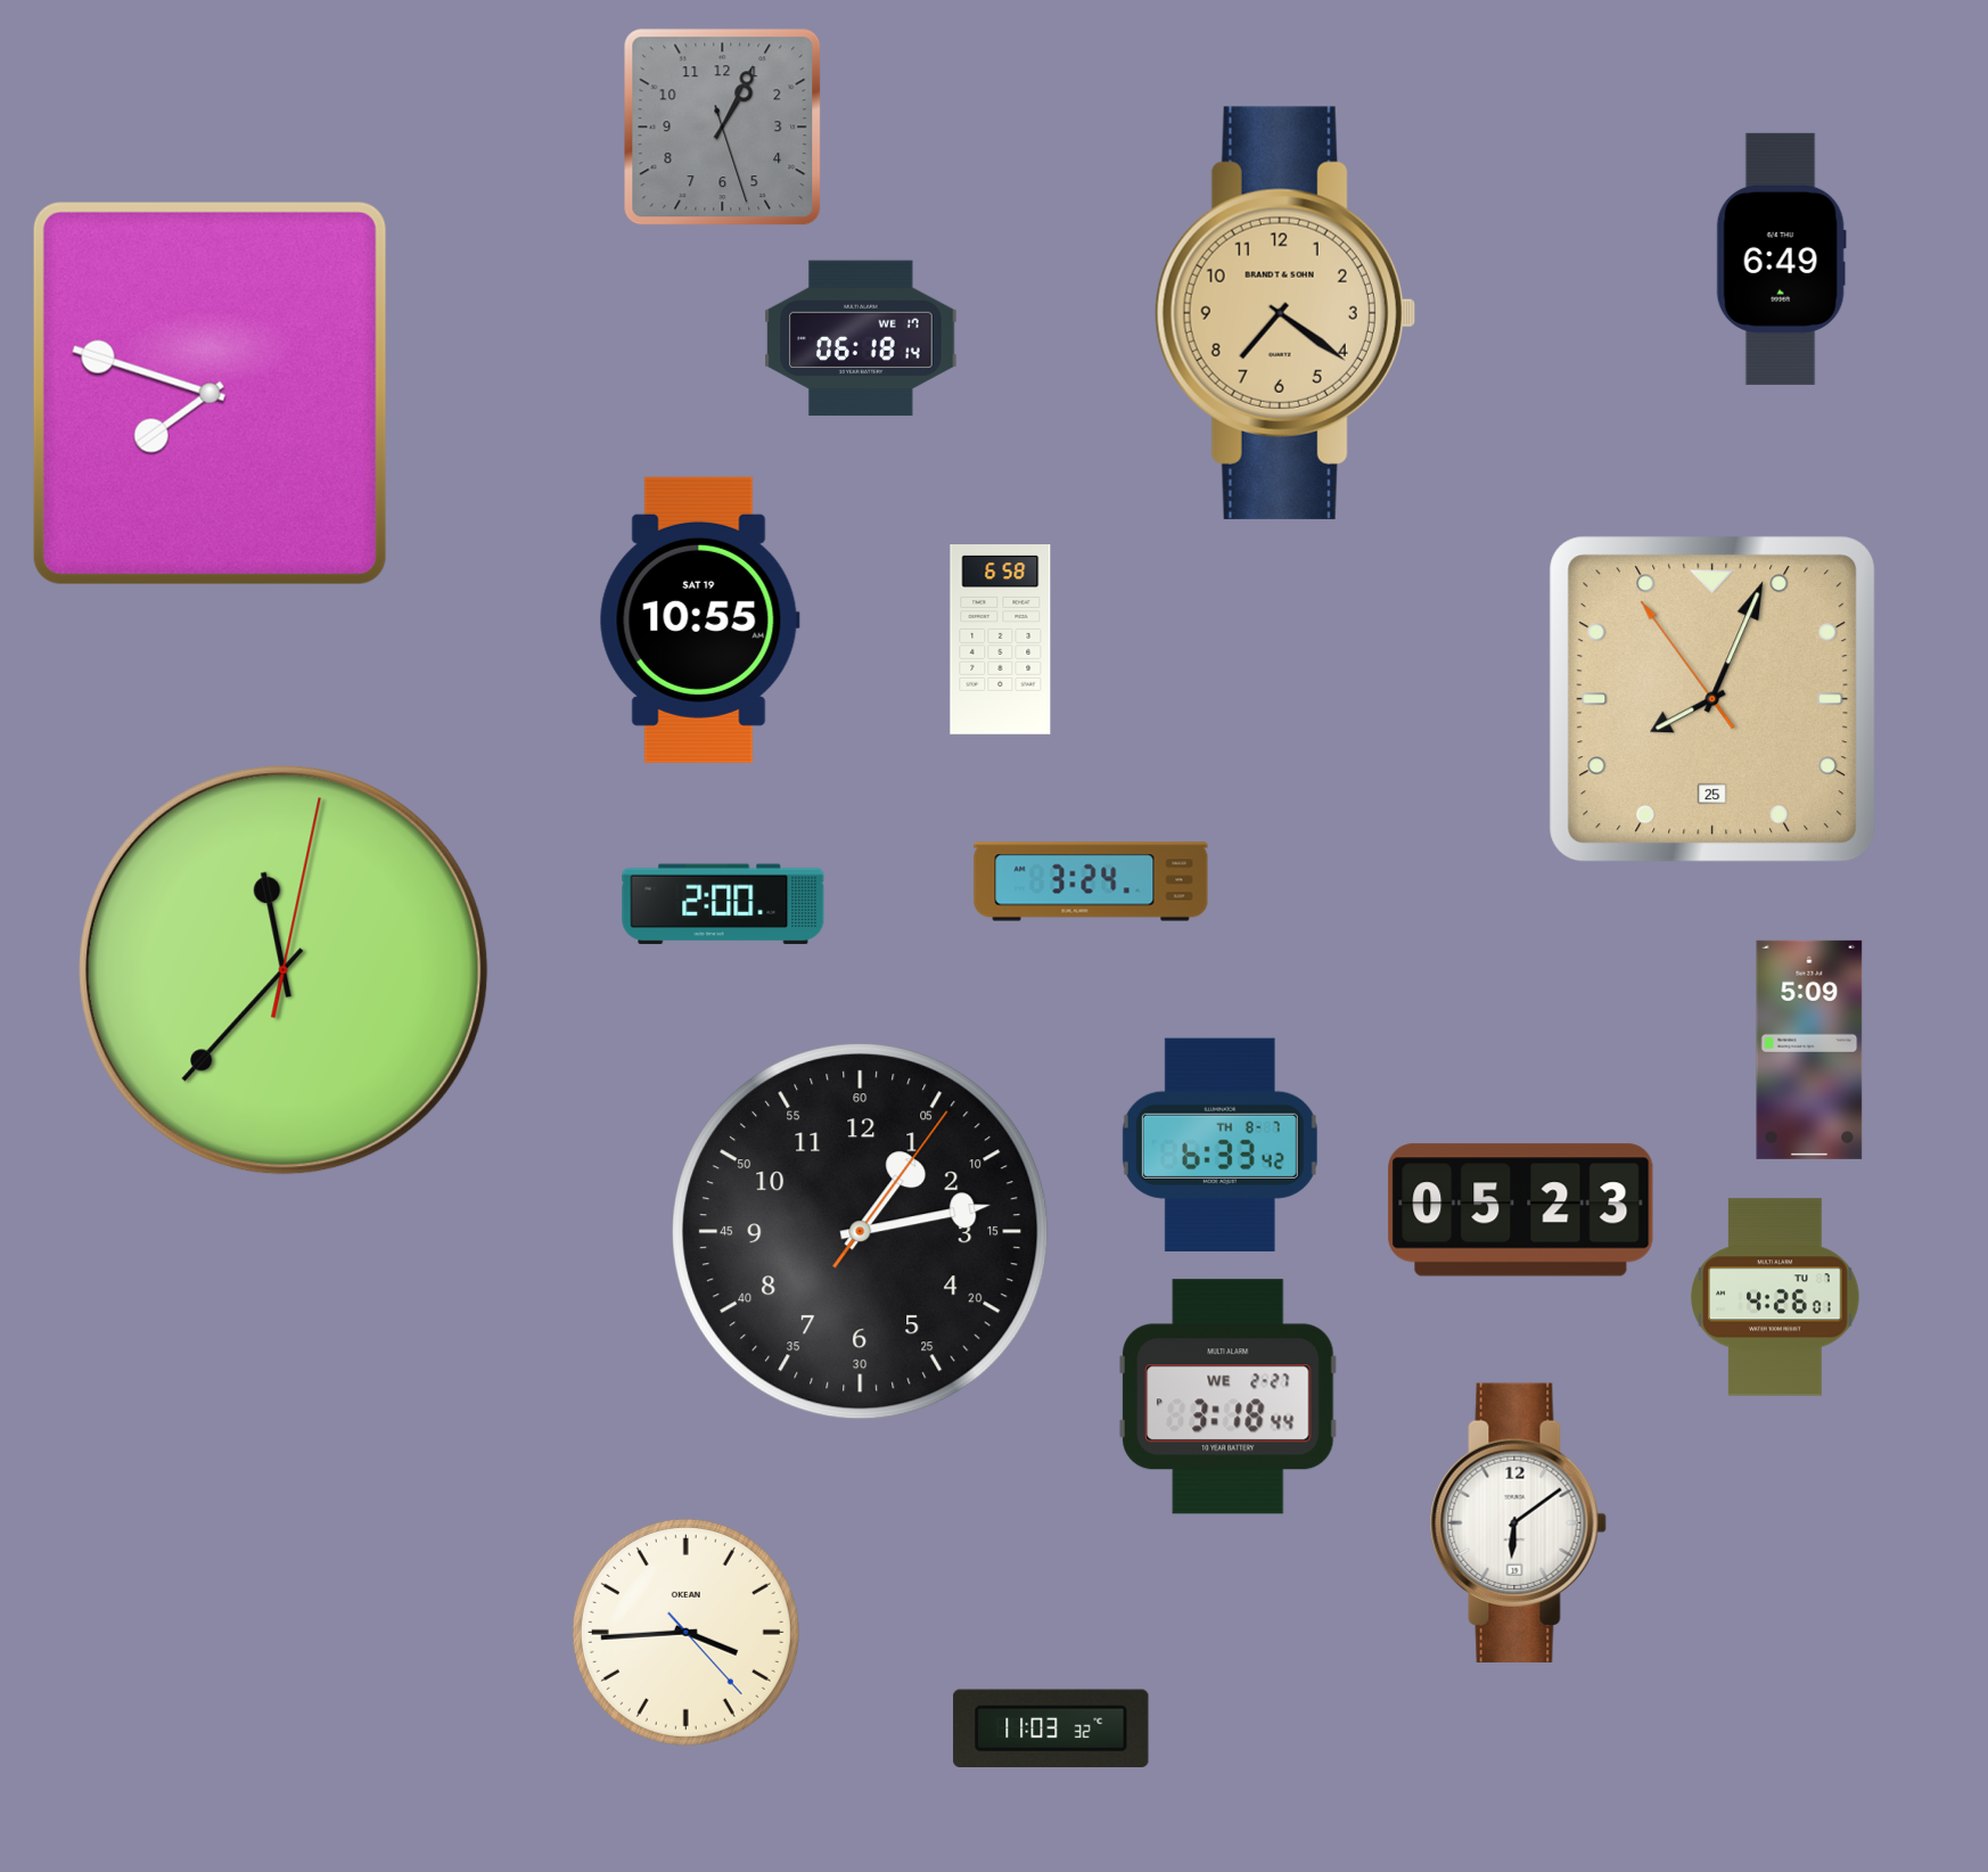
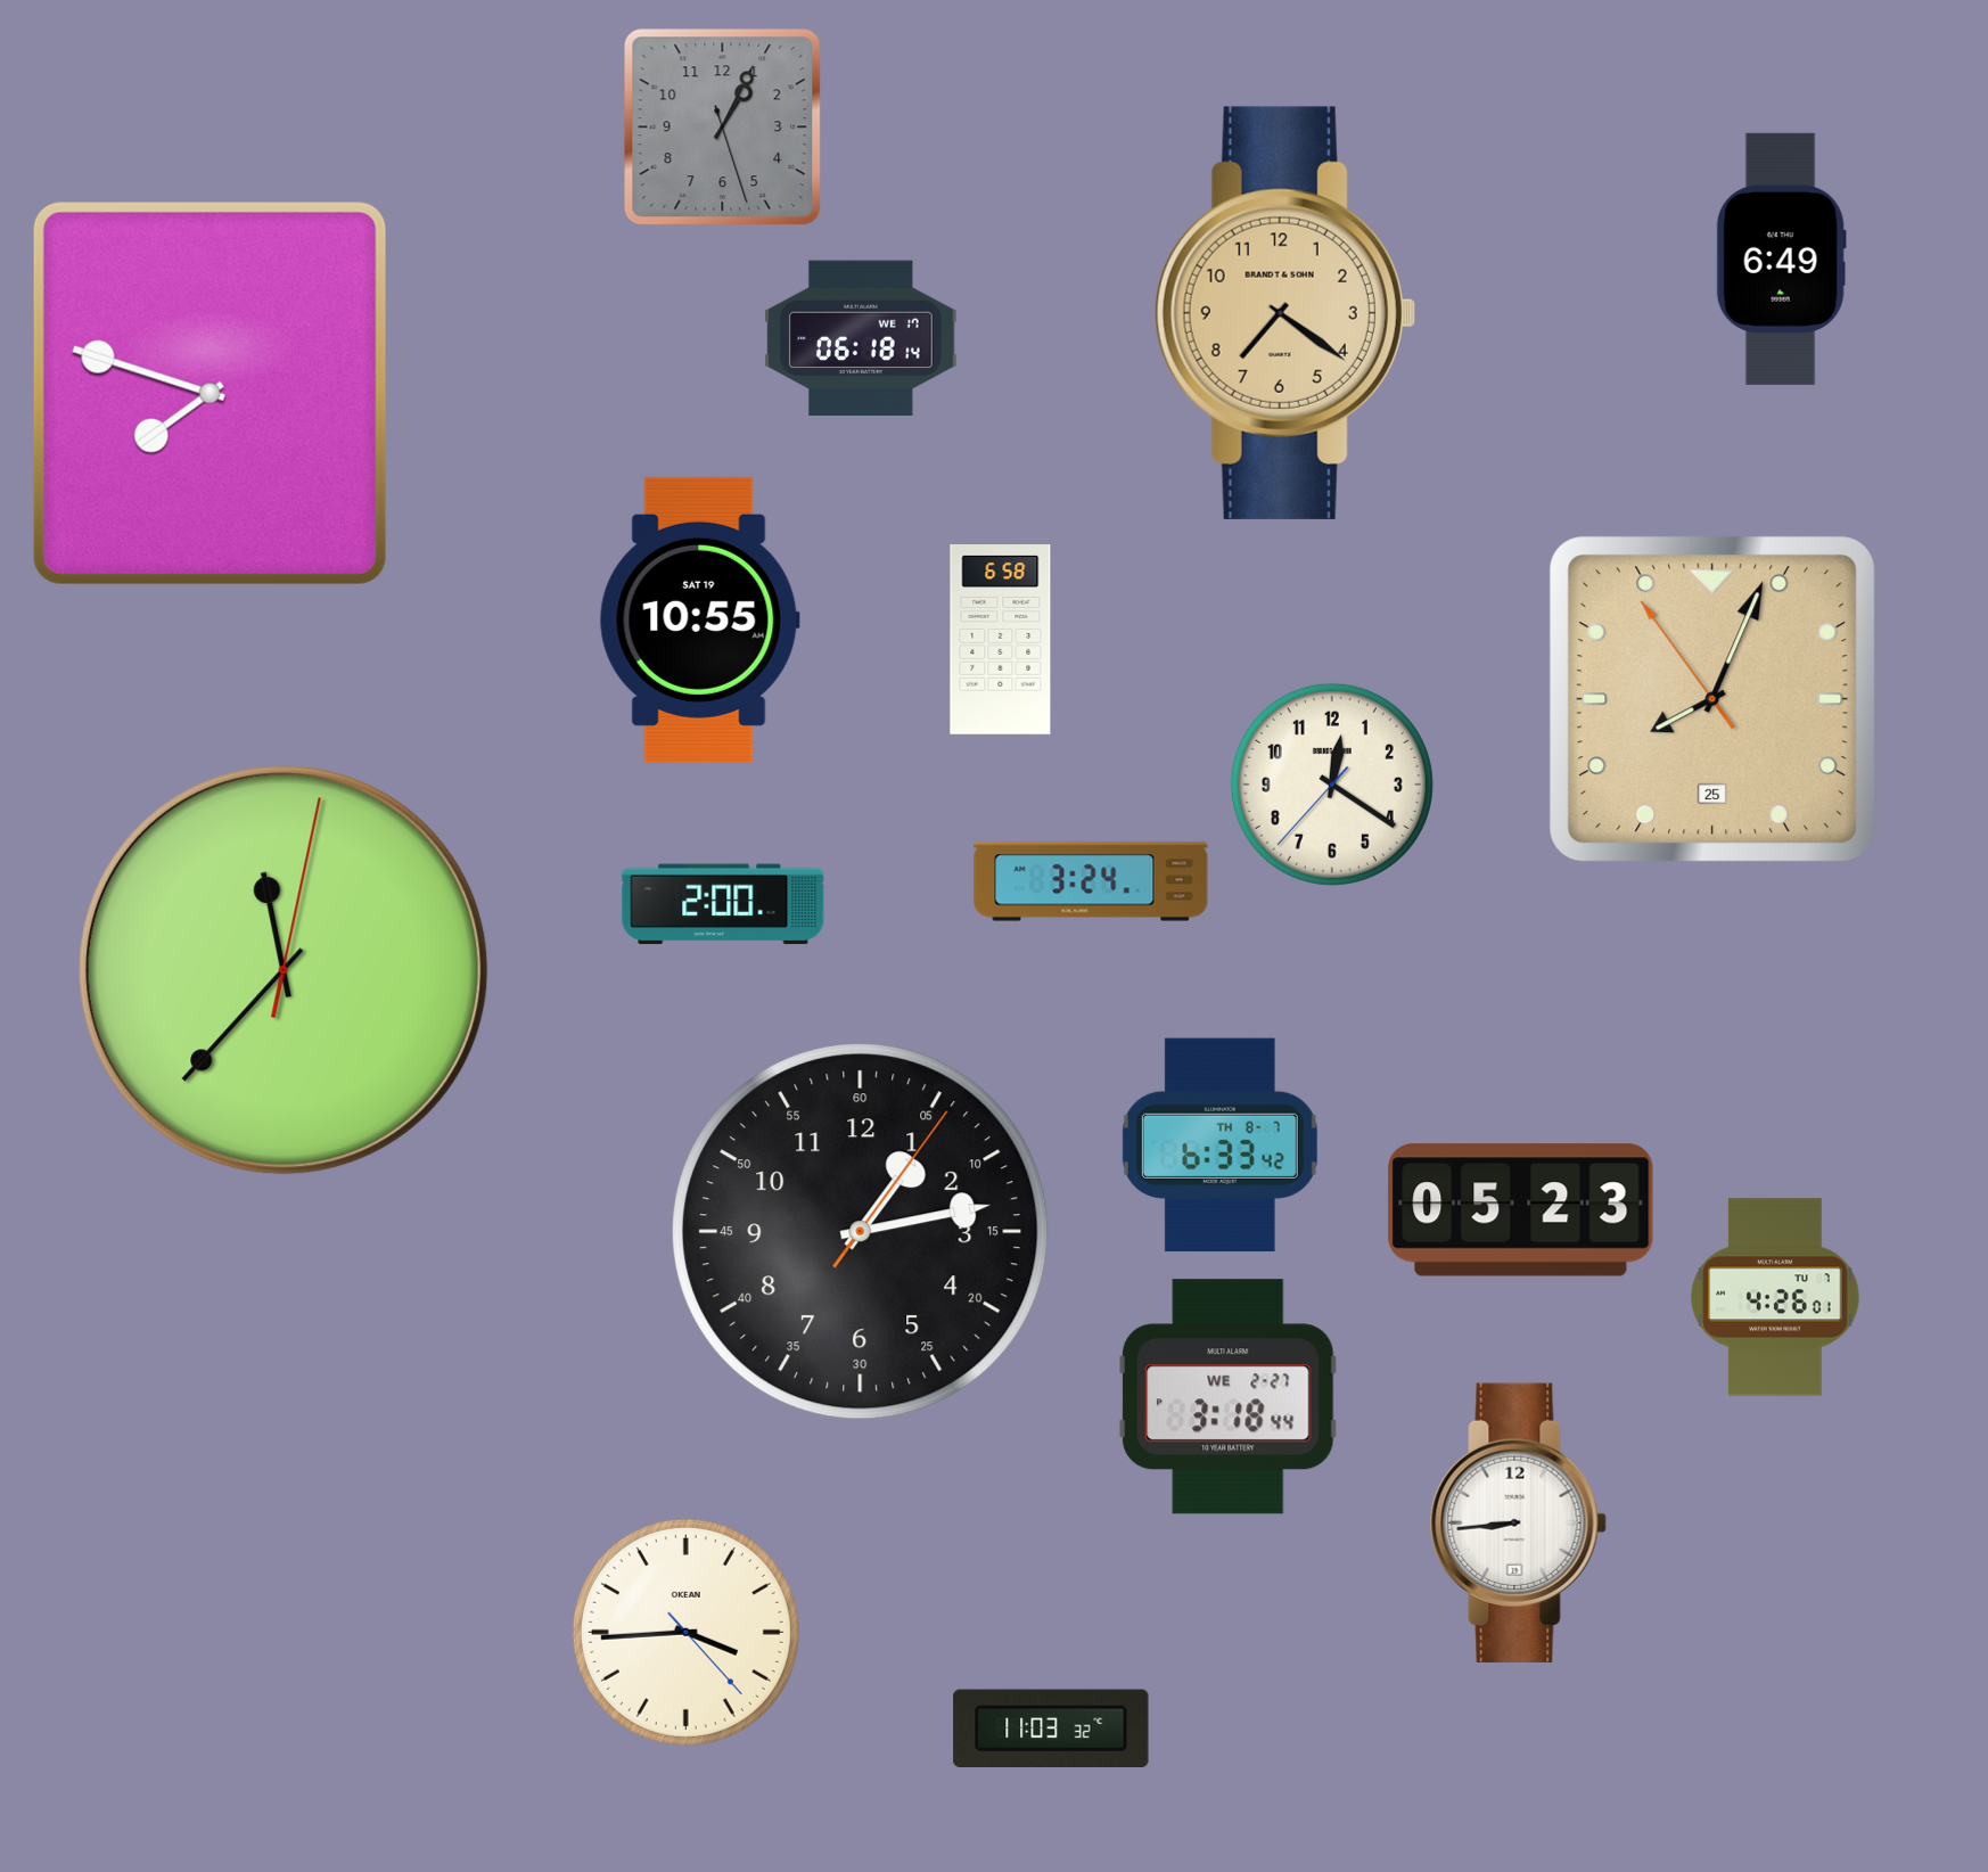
clock at (1332, 785): none -> 12:20
clock at (1809, 1050): 5:09 -> none
clock at (1518, 1522): 6:09 -> 8:44
